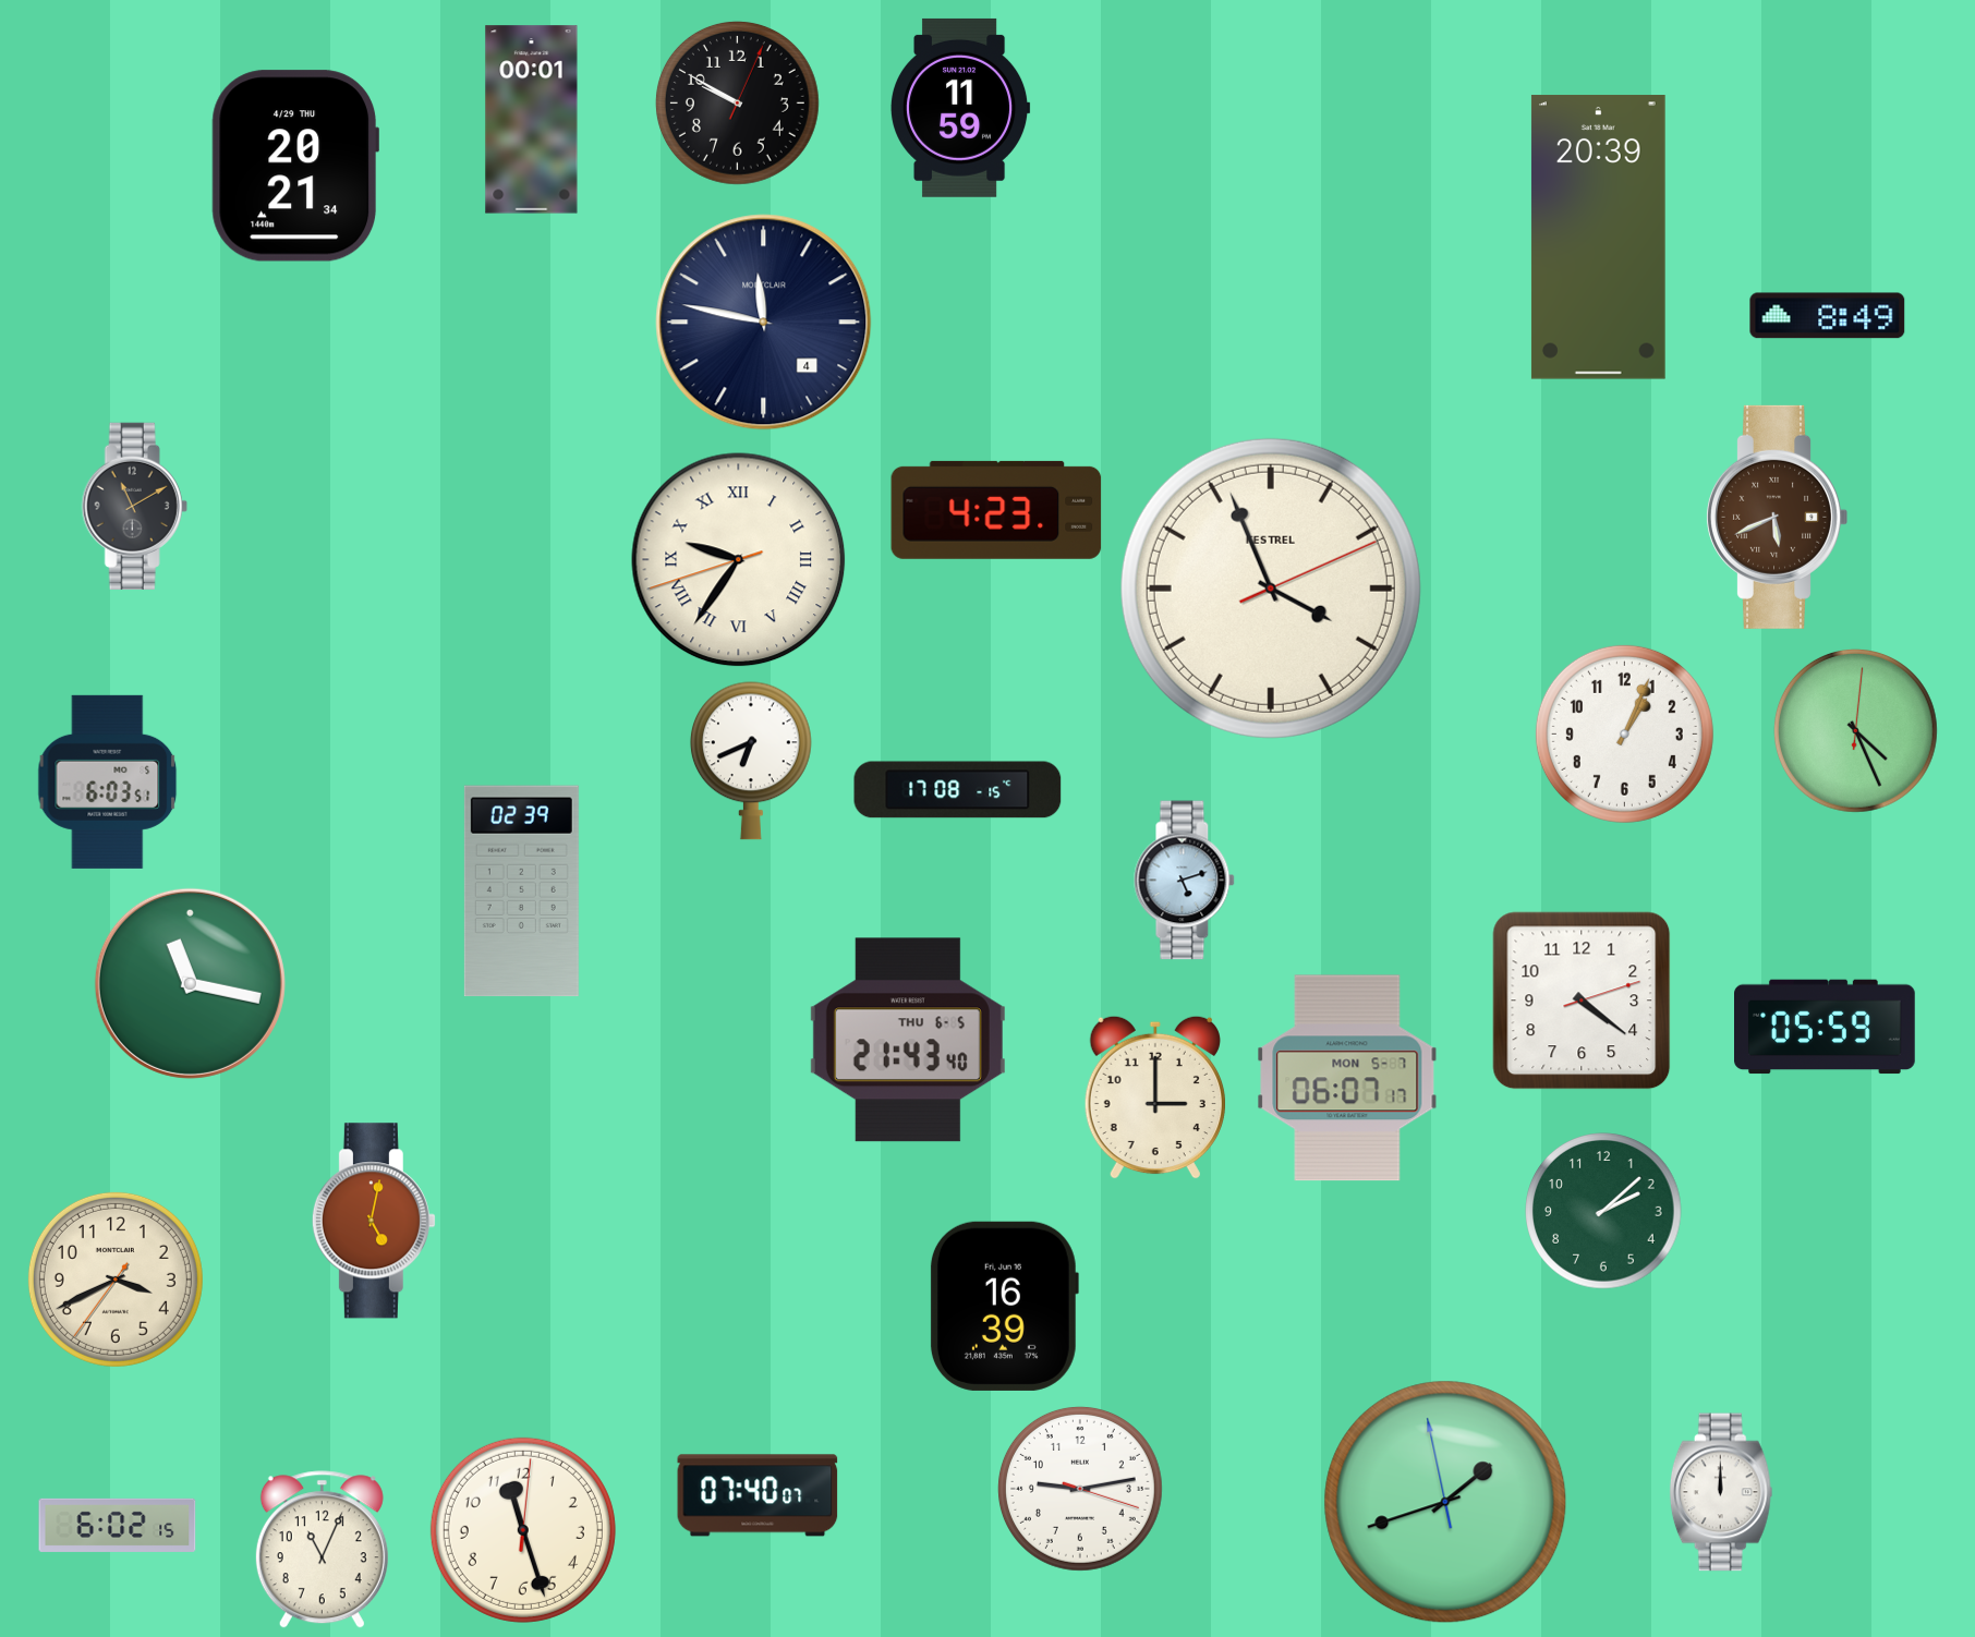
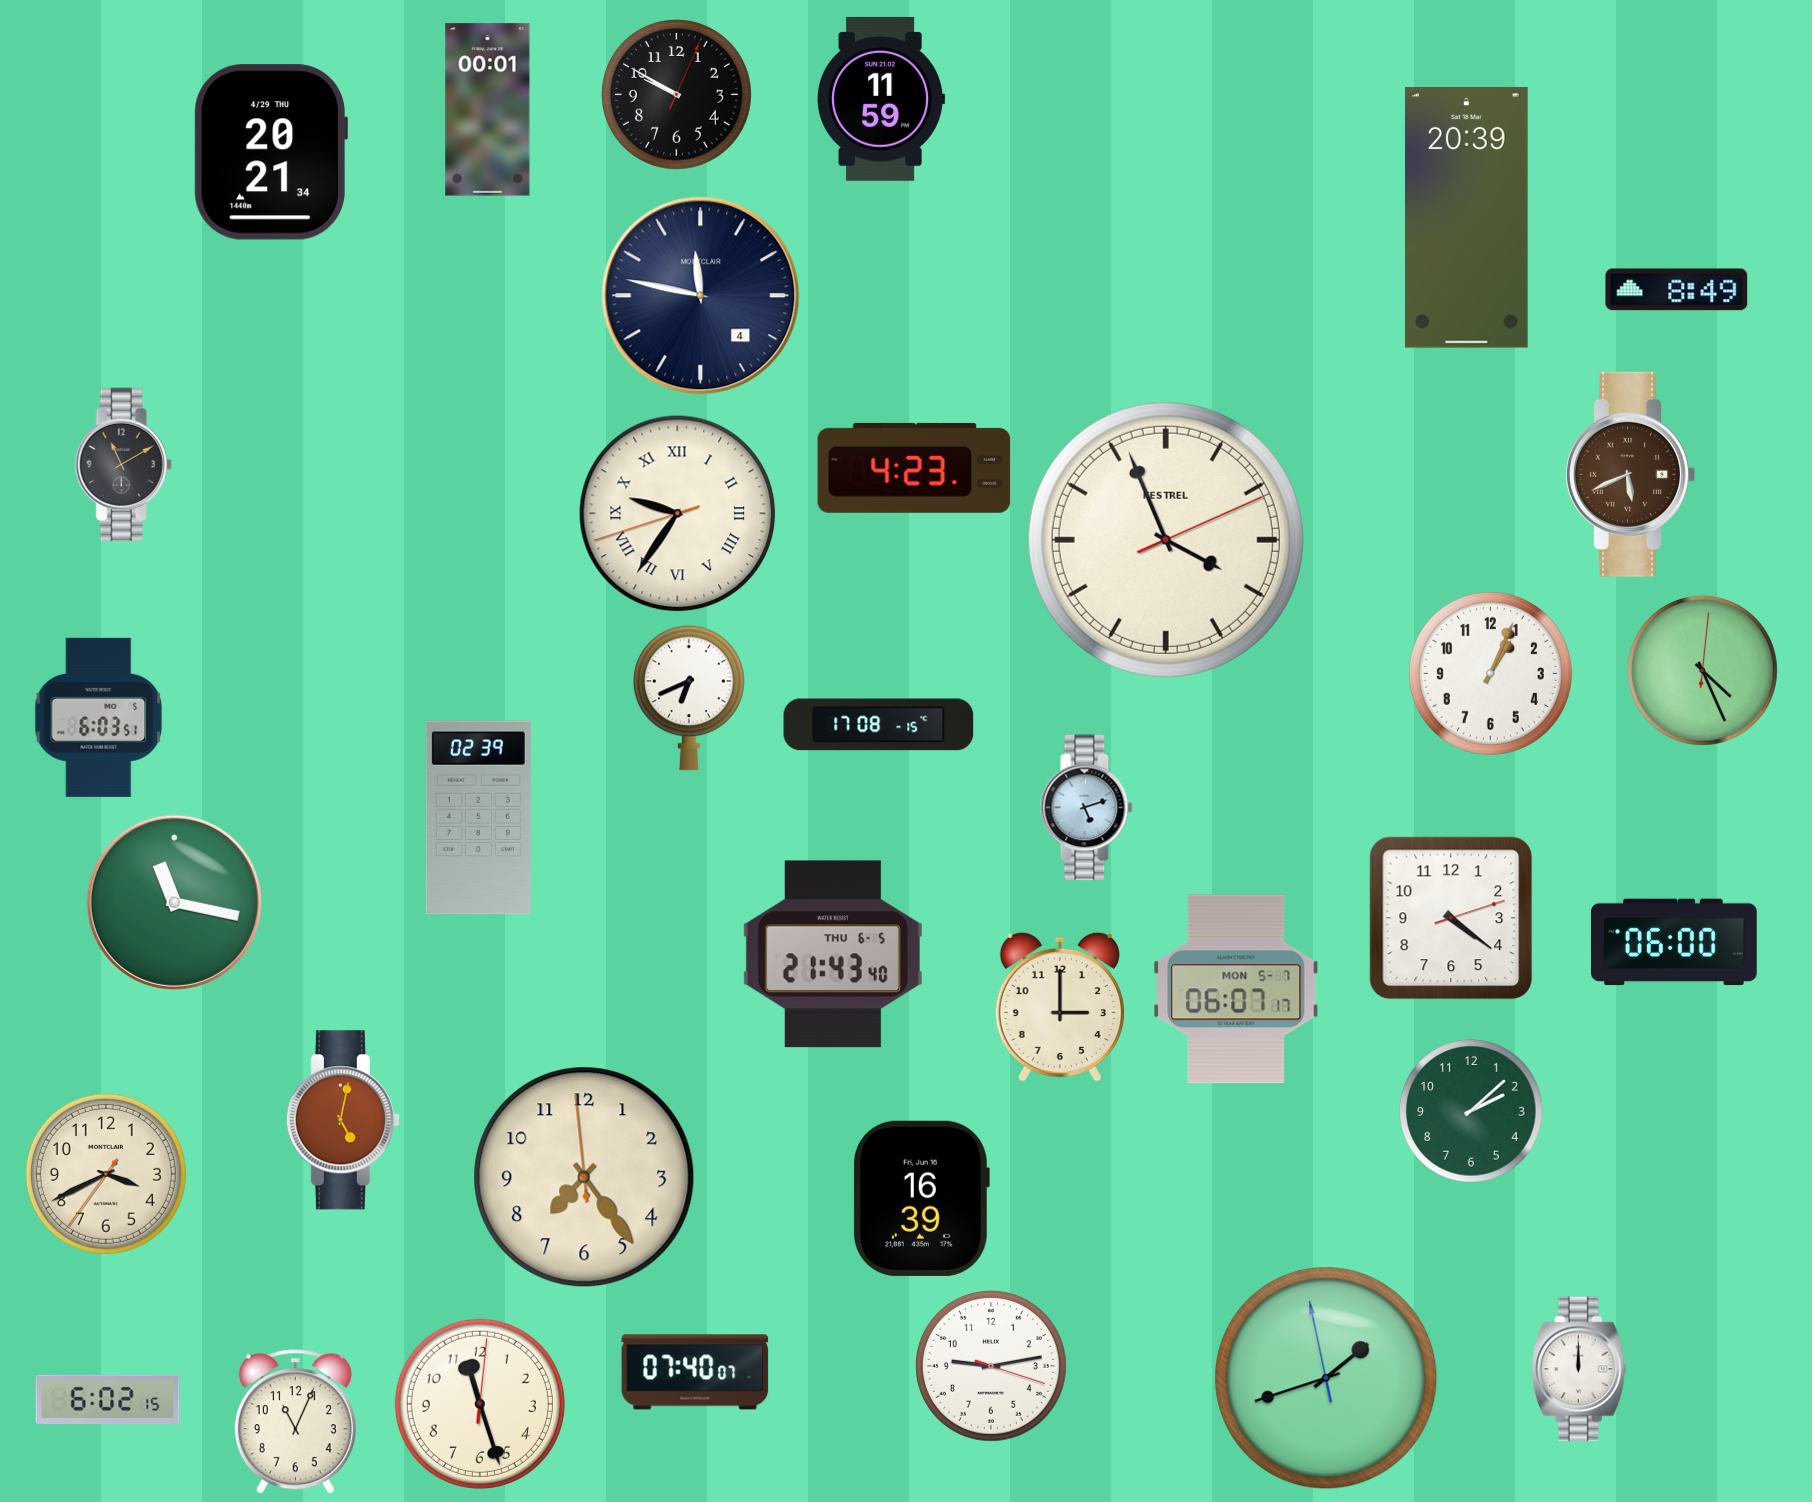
clock at (1826, 1027): 05:59 -> 06:00
clock at (584, 1177): none -> 7:23
